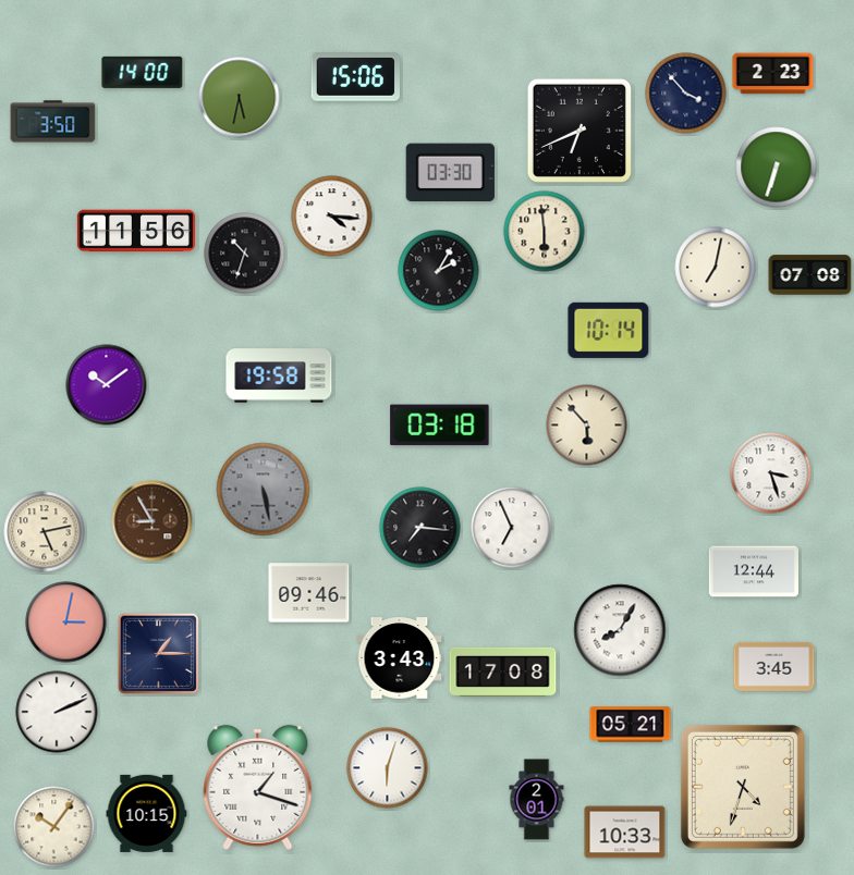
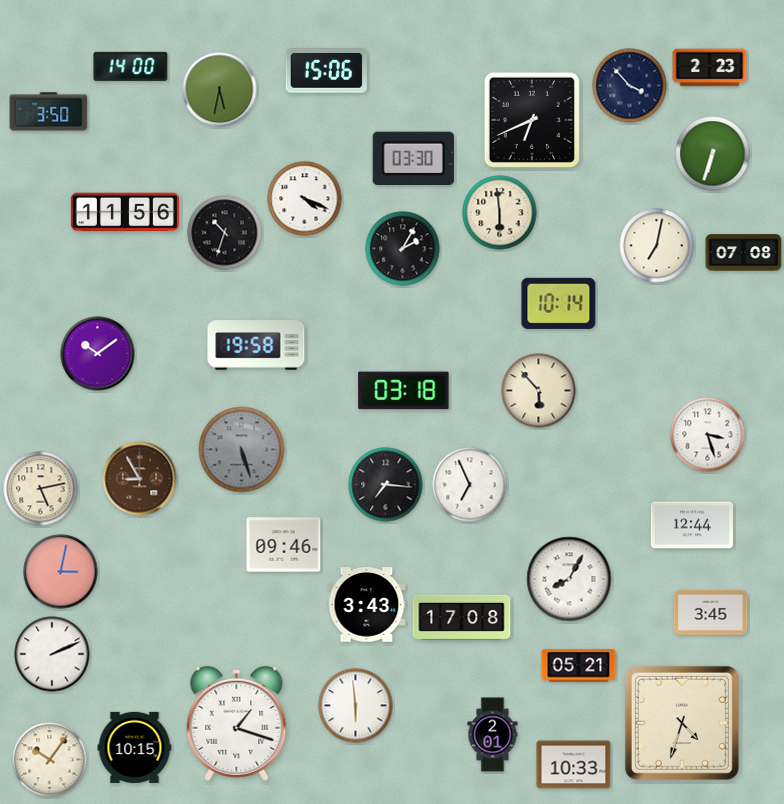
clock at (332, 217): 4:16 -> 4:19
clock at (264, 490): 5:28 -> 5:27
clock at (158, 653): 1:15 -> none
clock at (388, 768): 6:03 -> 5:59
